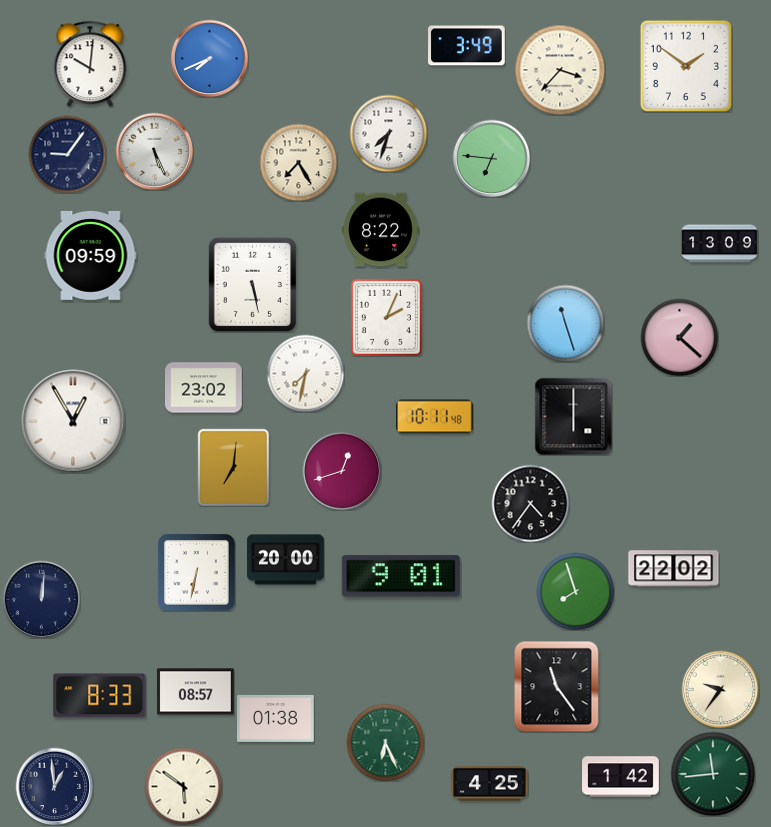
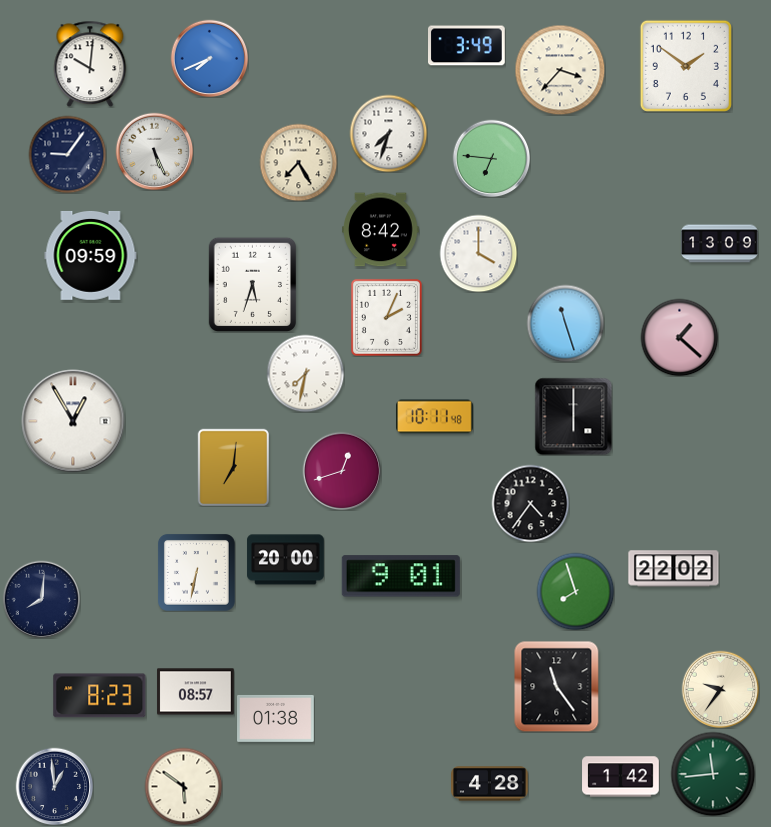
clock at (381, 230): 8:22 -> 8:42
clock at (478, 253): none -> 4:00
clock at (252, 284): 5:28 -> 5:33
clock at (204, 388): 23:02 -> none
clock at (41, 599): 12:01 -> 8:01
clock at (100, 696): 8:33 -> 8:23
clock at (385, 742): 6:26 -> none
clock at (490, 784): 4:25 -> 4:28
